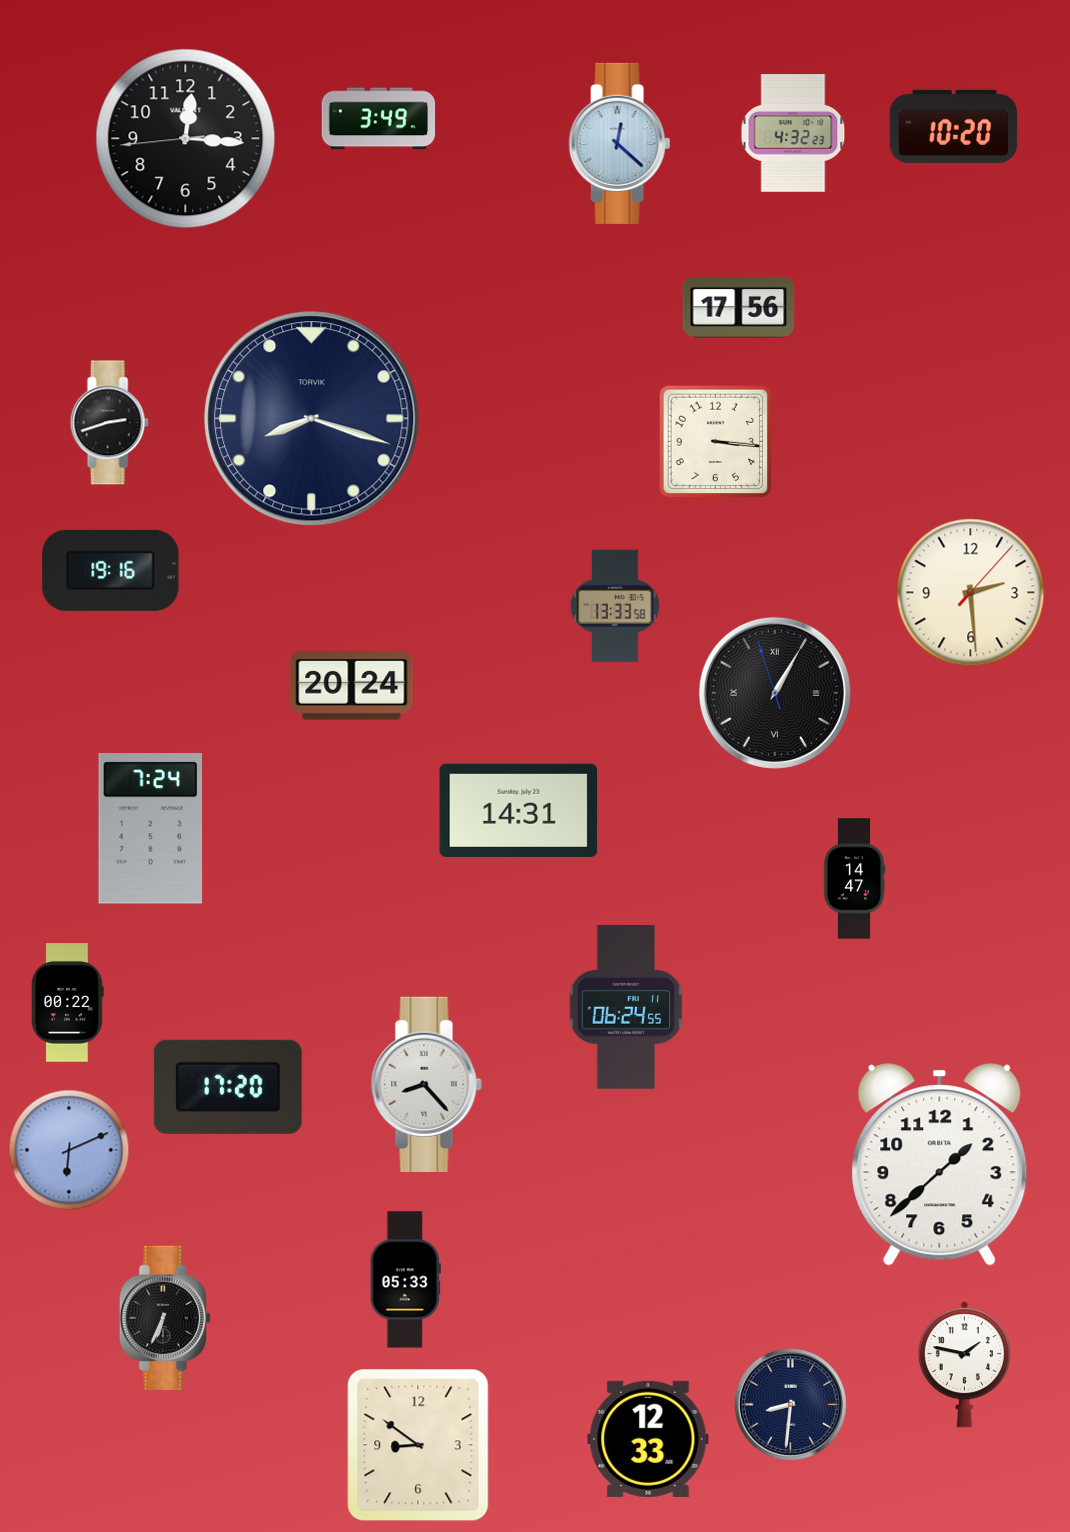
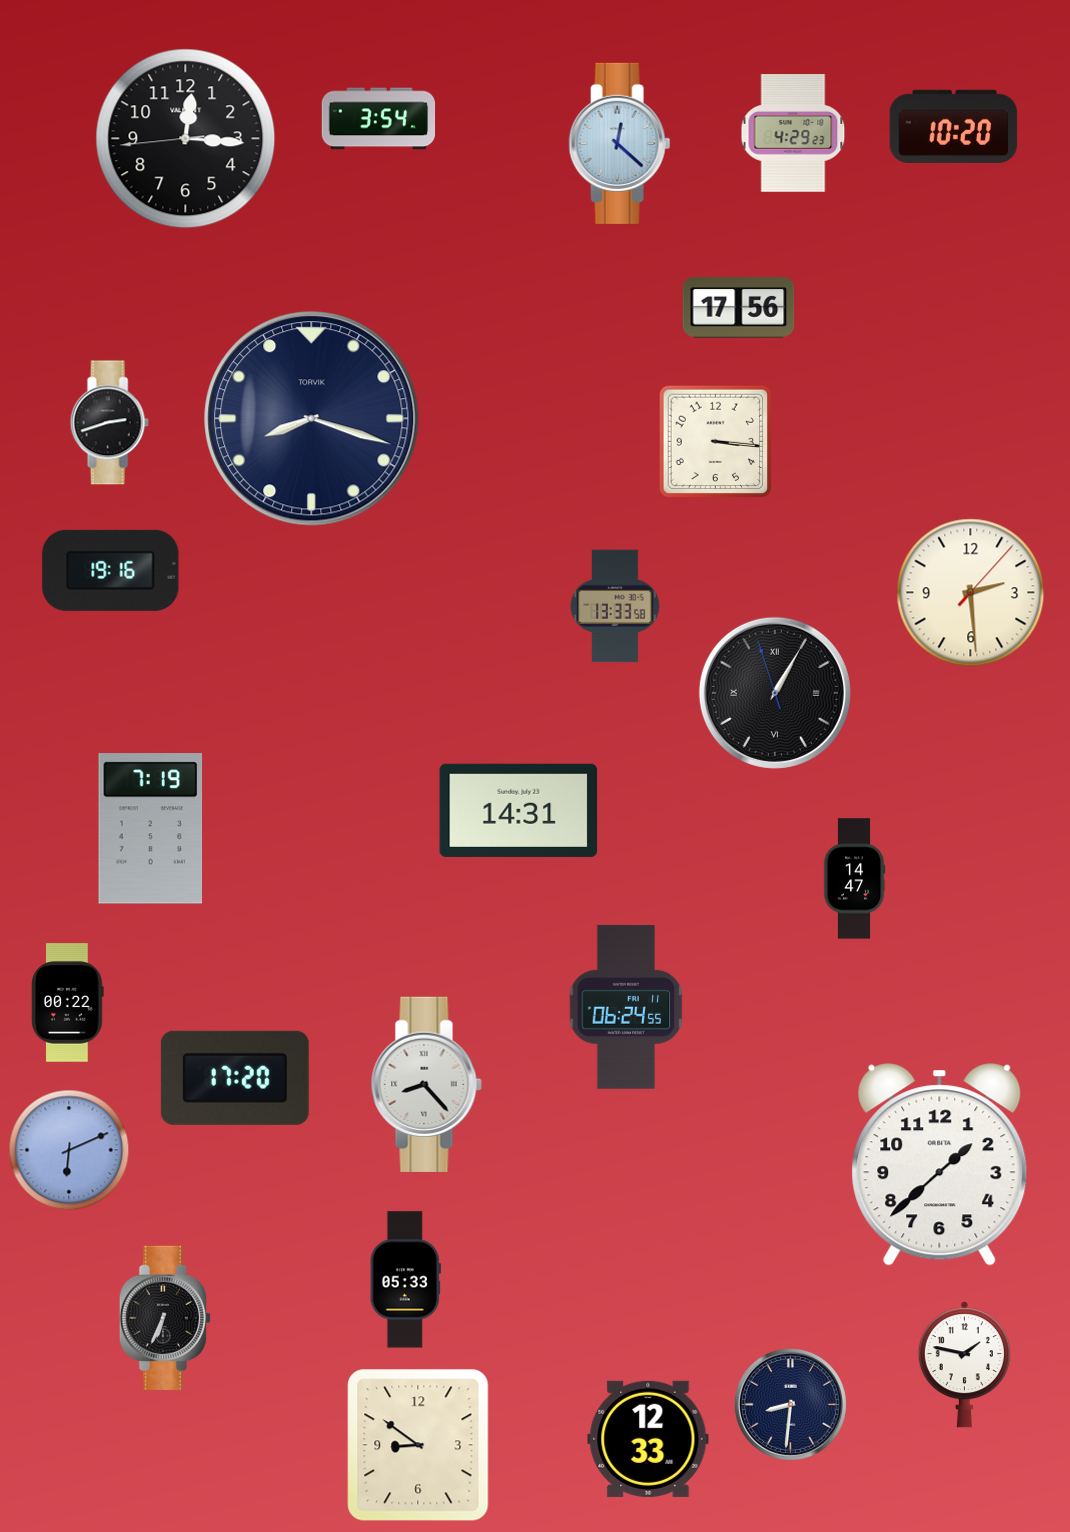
clock at (379, 119): 3:49 -> 3:54
clock at (793, 133): 4:32 -> 4:29
clock at (352, 686): 20:24 -> none
clock at (151, 829): 7:24 -> 7:19
clock at (228, 1087) position: (228, 1087) -> (235, 1078)
